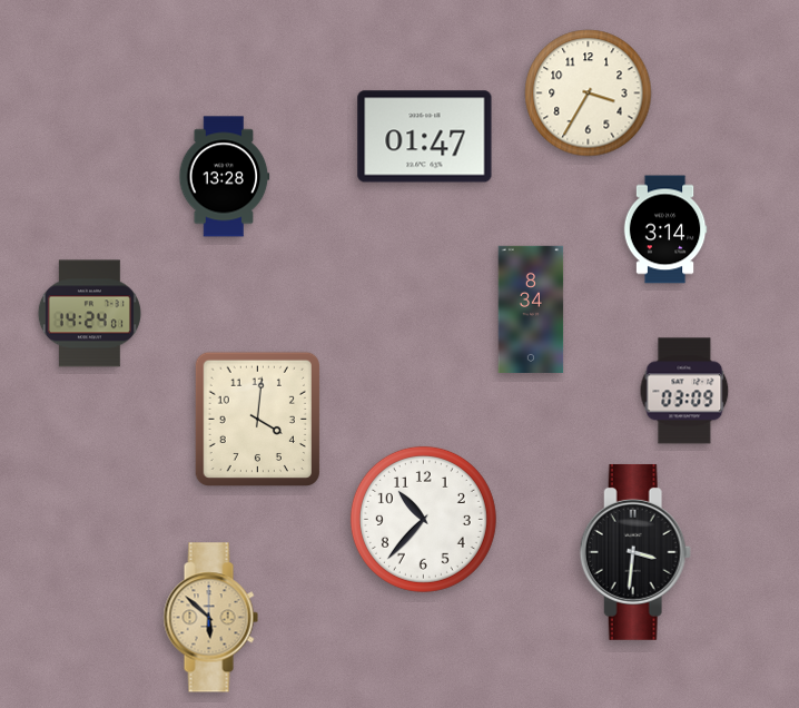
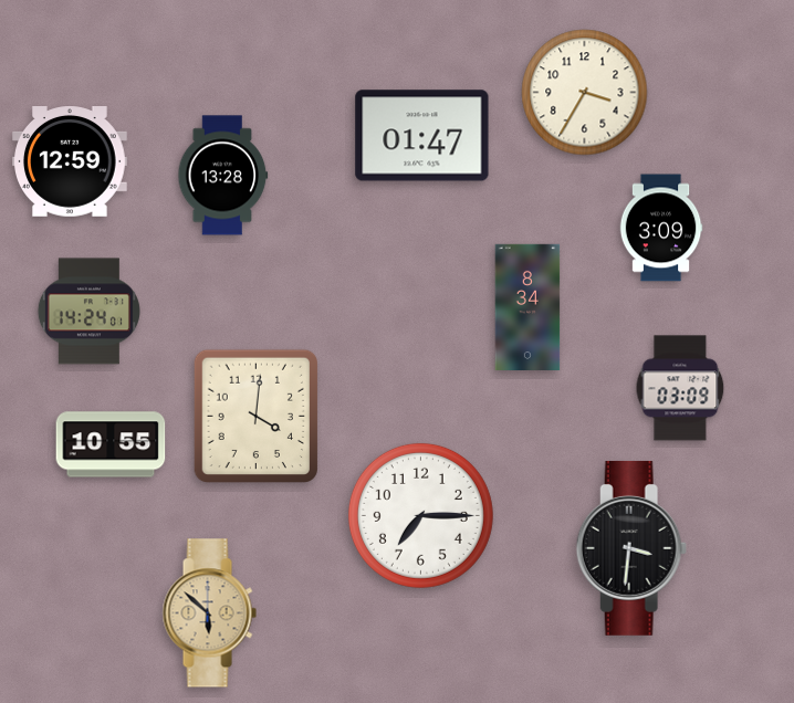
clock at (71, 162): none -> 12:59
clock at (665, 229): 3:14 -> 3:09
clock at (111, 444): none -> 10:55
clock at (423, 519): 10:37 -> 7:15
